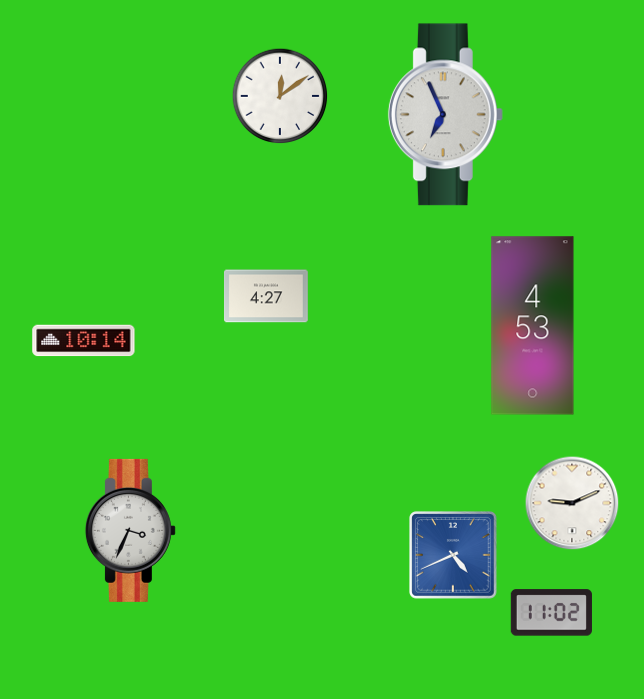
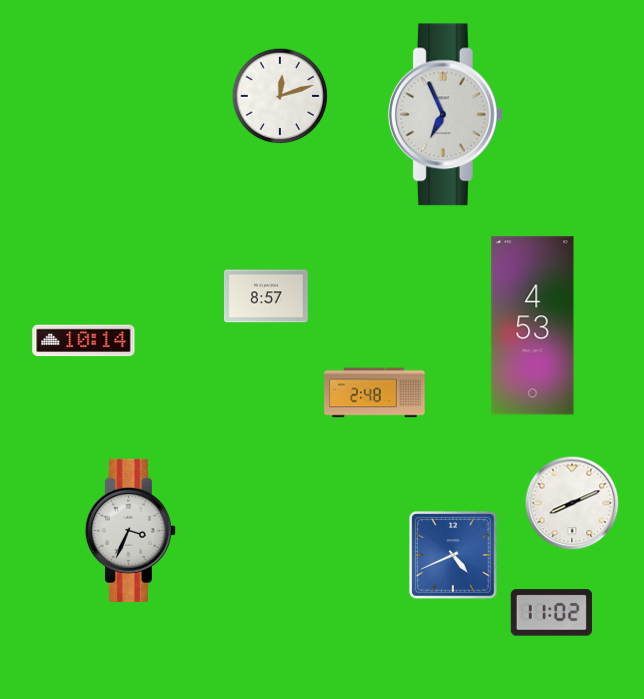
clock at (280, 96): 12:09 -> 12:12
clock at (267, 296): 4:27 -> 8:57
clock at (375, 393): none -> 2:48
clock at (572, 503): 9:11 -> 8:11
